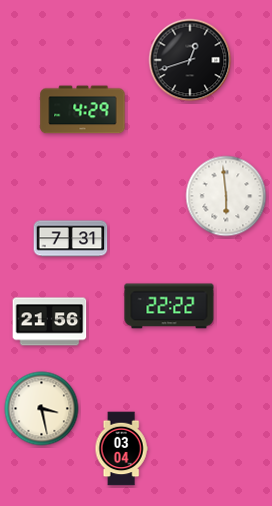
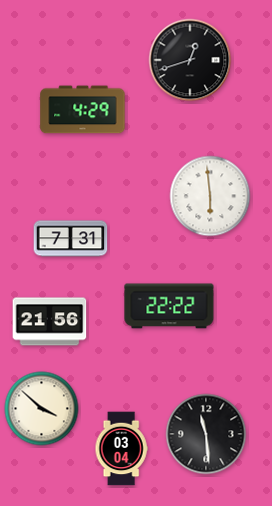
clock at (226, 196) position: (226, 196) -> (210, 196)
clock at (42, 409): 3:28 -> 3:52
clock at (206, 434): none -> 11:29
